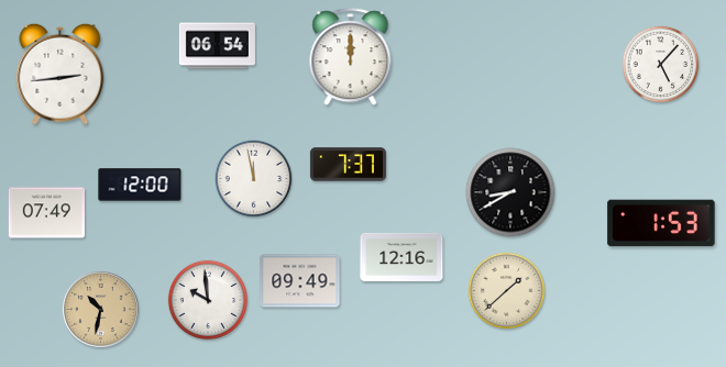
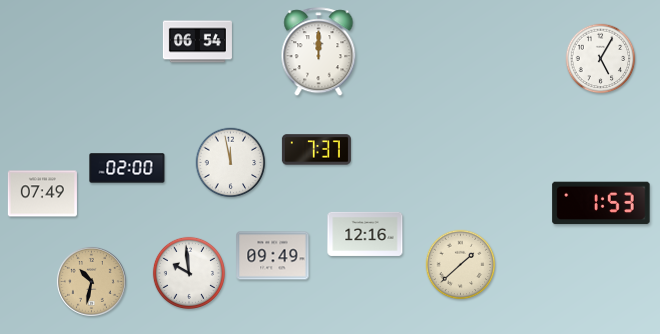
clock at (661, 65): 5:07 -> 5:05
clock at (61, 74): 2:44 -> none
clock at (140, 185): 12:00 -> 02:00
clock at (510, 192): 8:40 -> none
